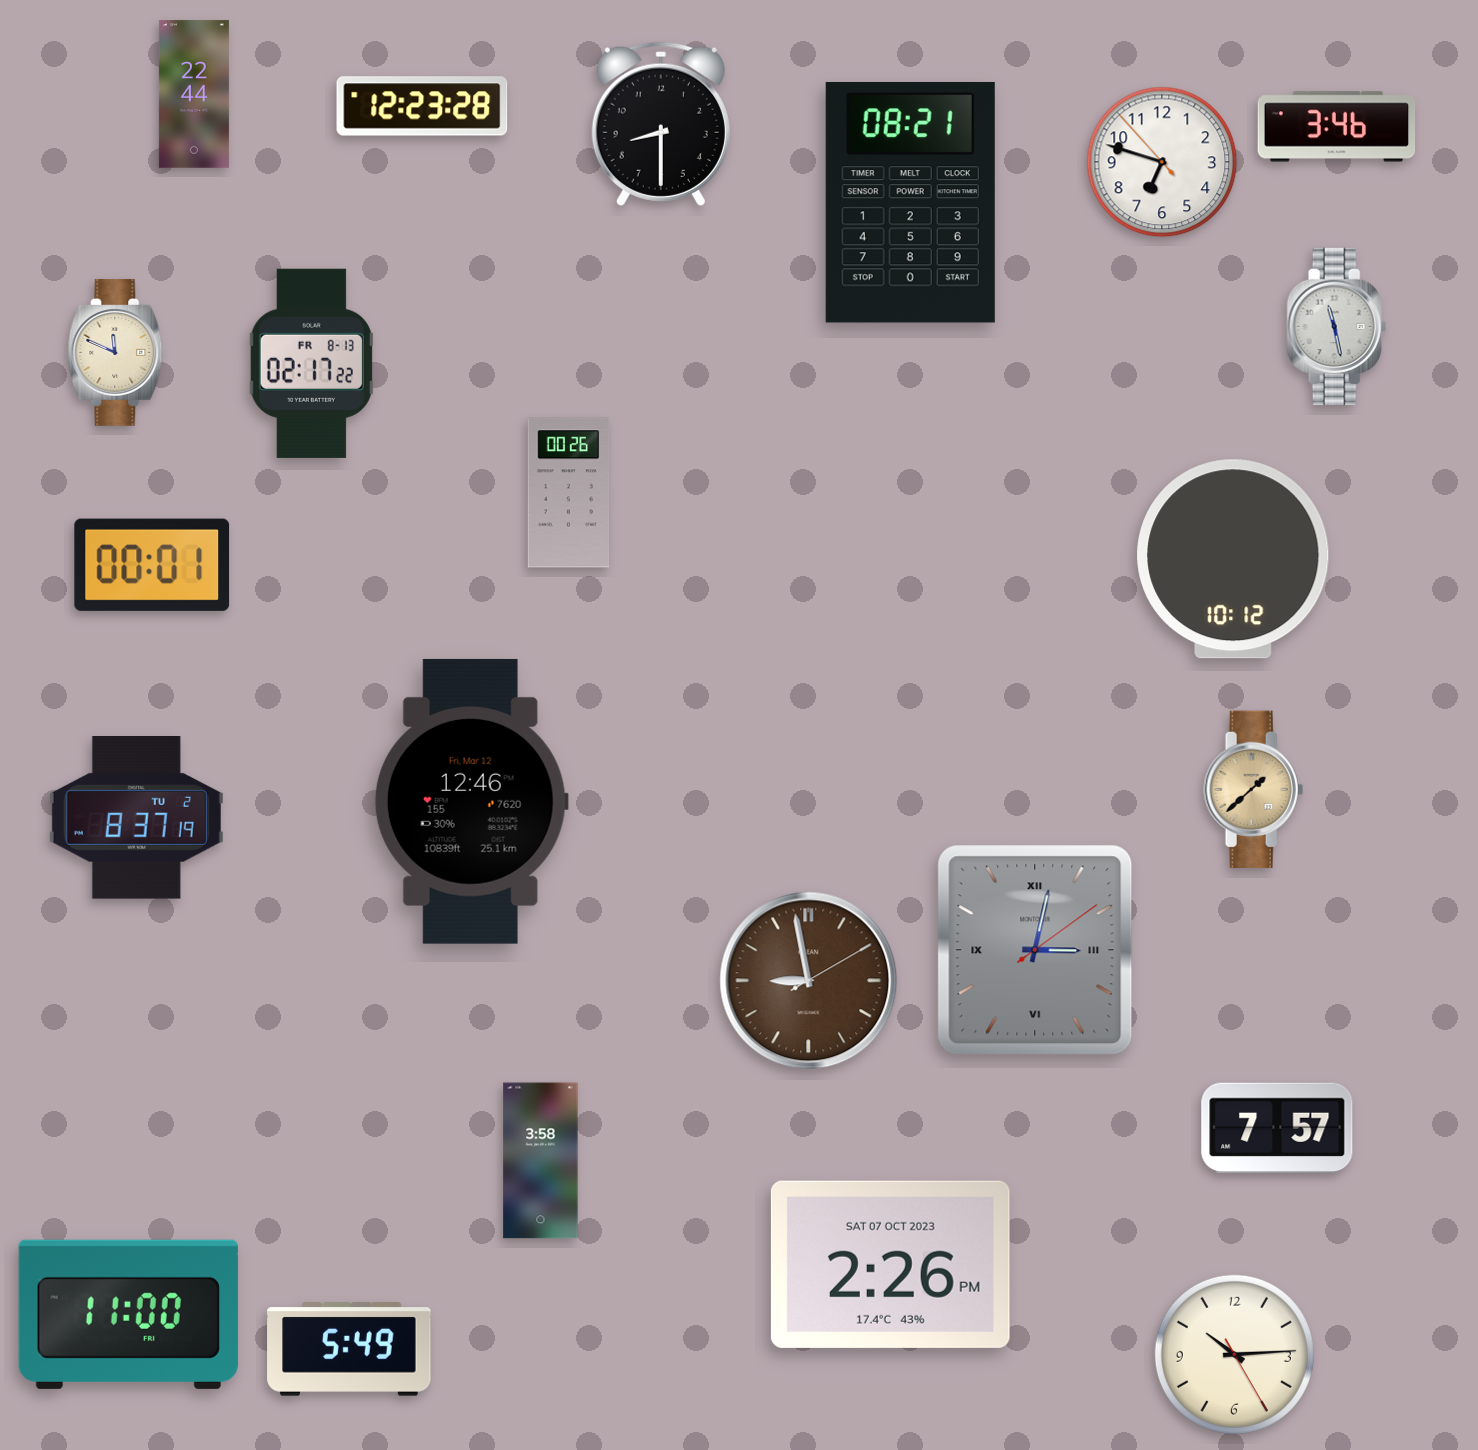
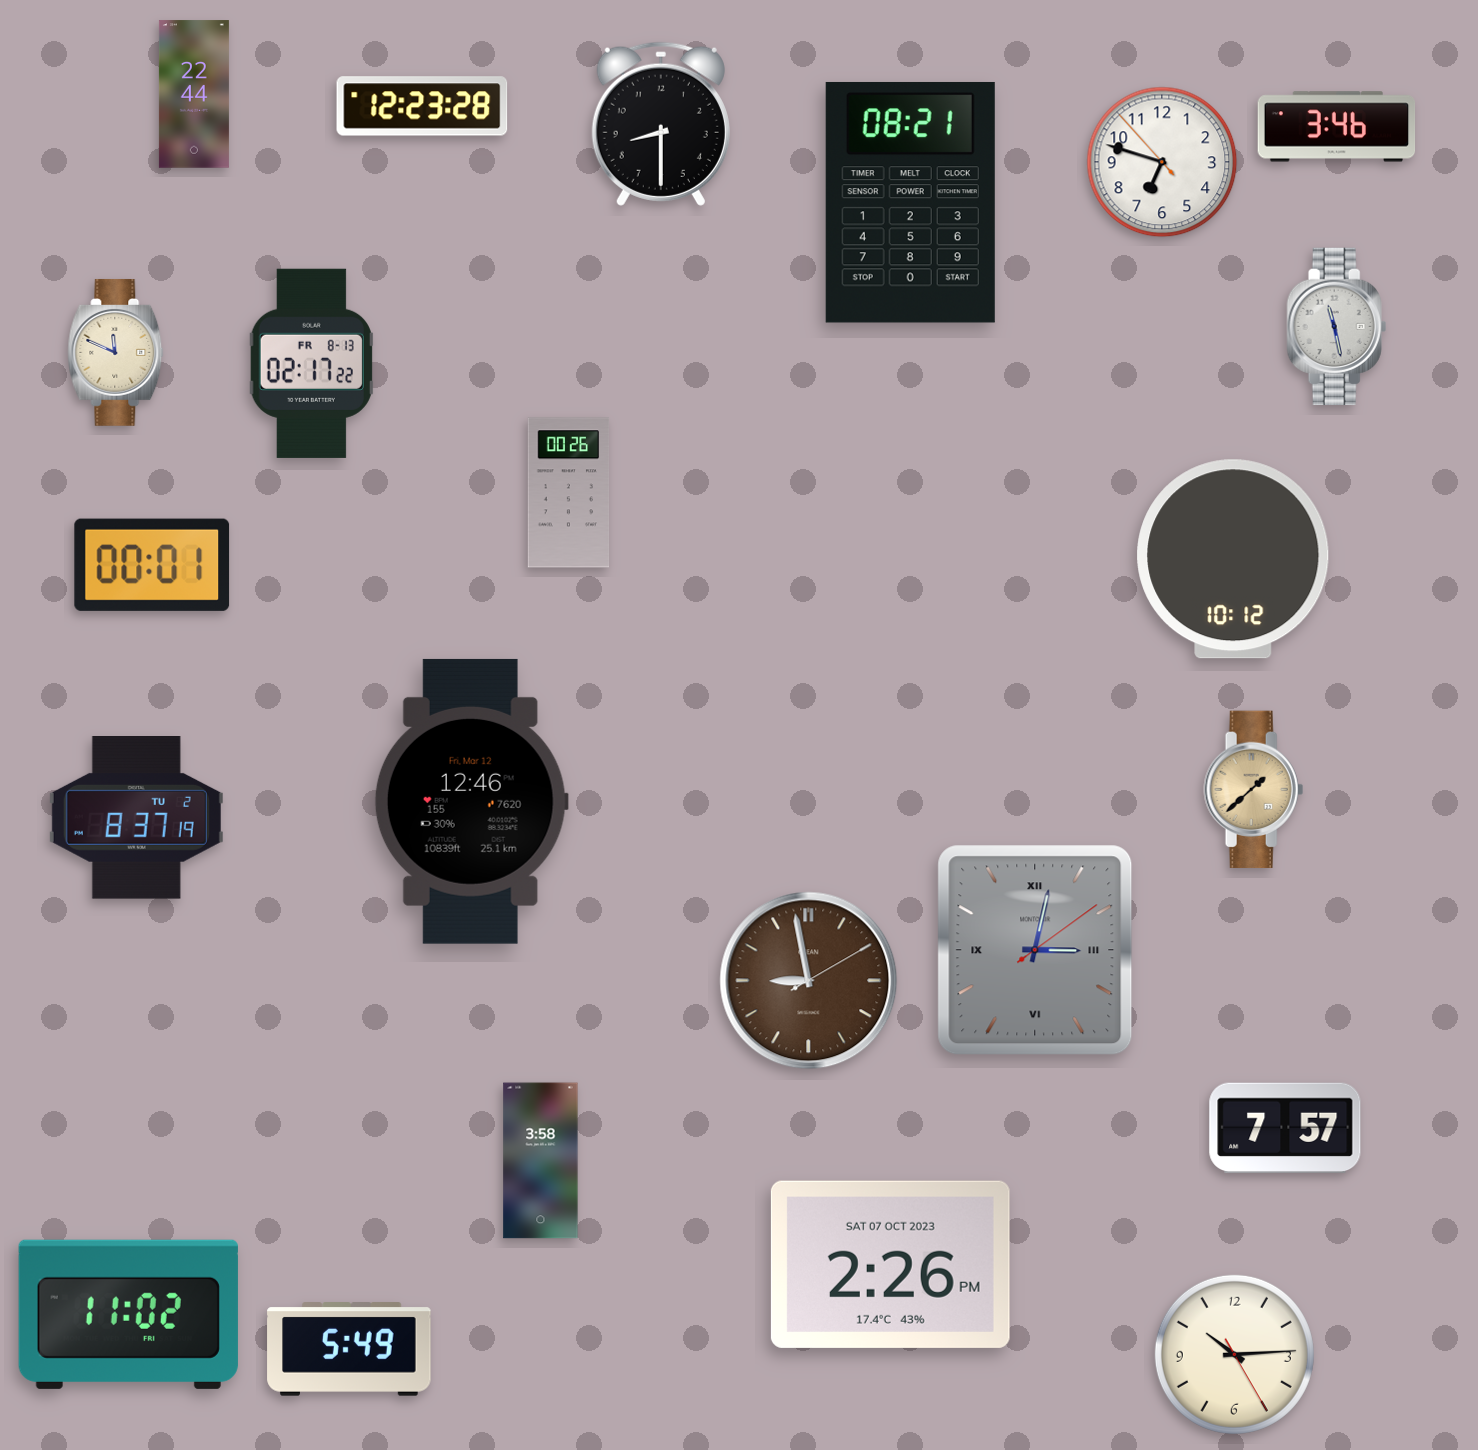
clock at (1277, 1128) position: (1277, 1128) -> (1285, 1128)
clock at (128, 1314): 11:00 -> 11:02
